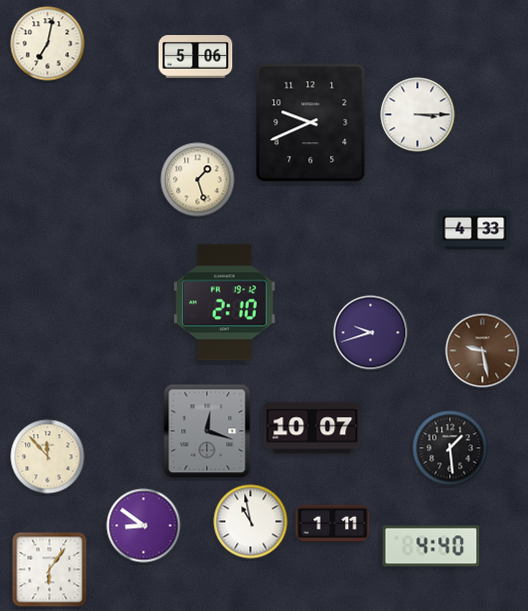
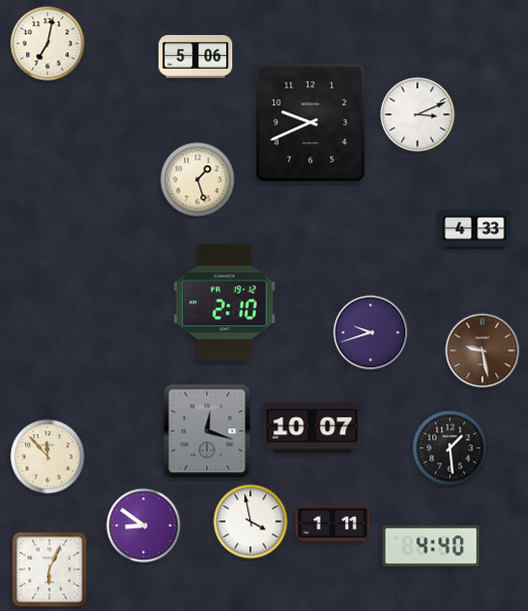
clock at (418, 115): 3:15 -> 3:11
clock at (251, 522): 10:58 -> 3:58
clock at (50, 570): 6:06 -> 6:04
